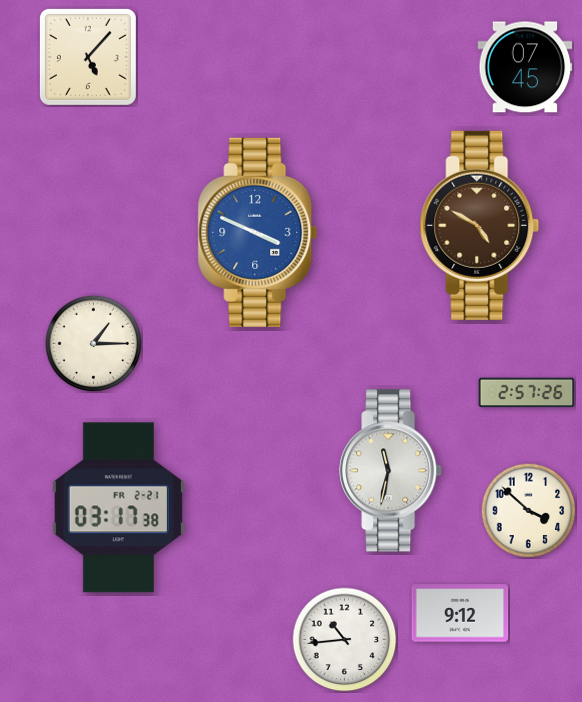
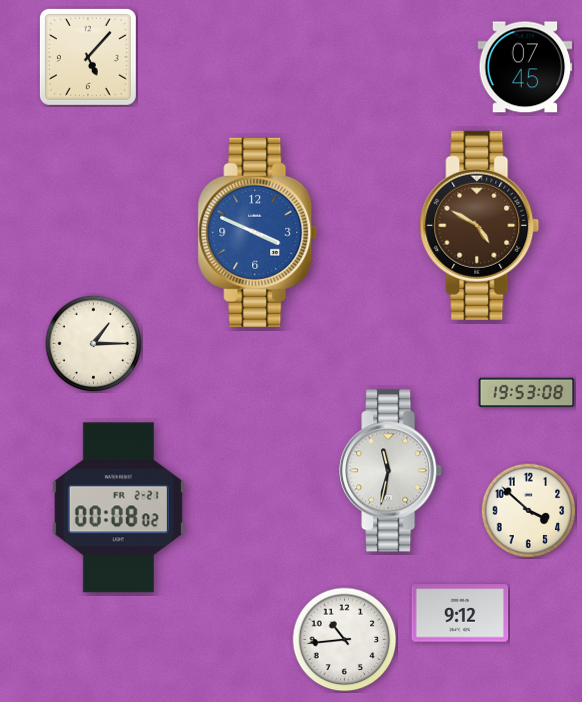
clock at (527, 393): 2:57 -> 19:53
clock at (118, 508): 03:17 -> 00:08
